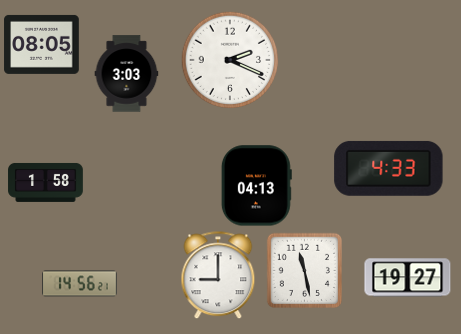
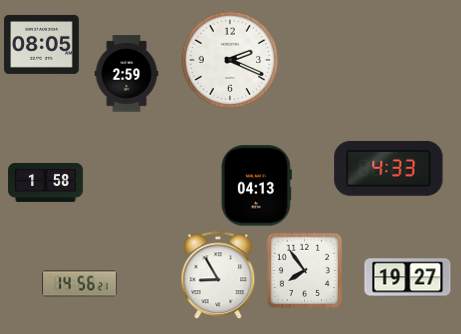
clock at (127, 74): 3:03 -> 2:59
clock at (304, 270): 11:28 -> 7:54
clock at (218, 276): 9:00 -> 8:55
